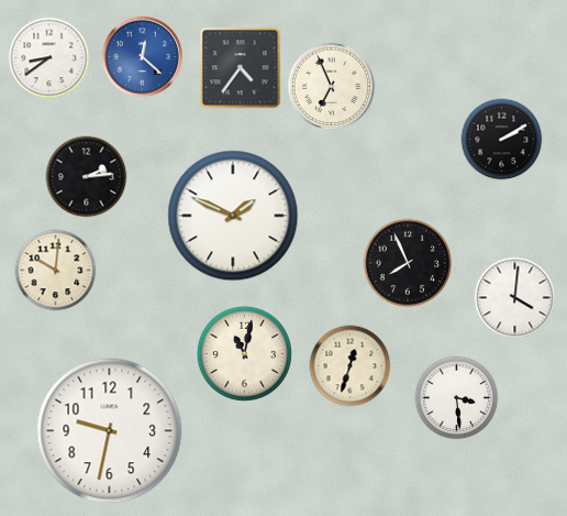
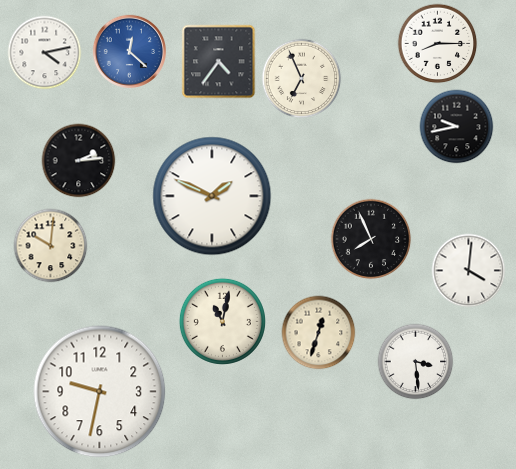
clock at (438, 44): none -> 8:15
clock at (49, 58): 8:39 -> 4:13
clock at (502, 140): 2:10 -> 9:43
